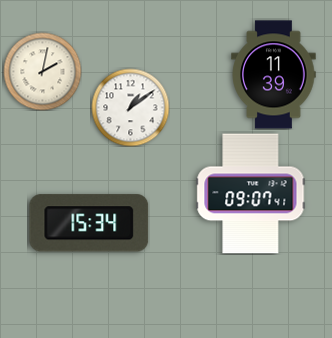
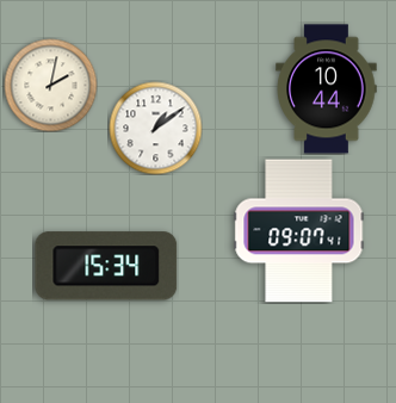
clock at (274, 75): 11:39 -> 10:44
